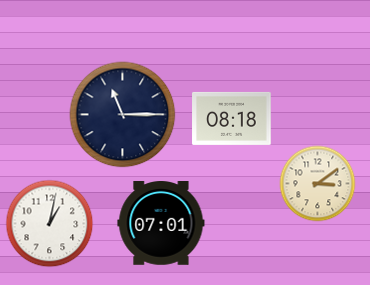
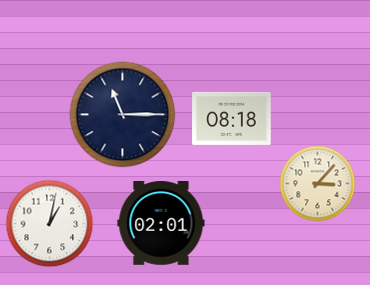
clock at (318, 184): 3:09 -> 3:07
clock at (161, 224): 07:01 -> 02:01
